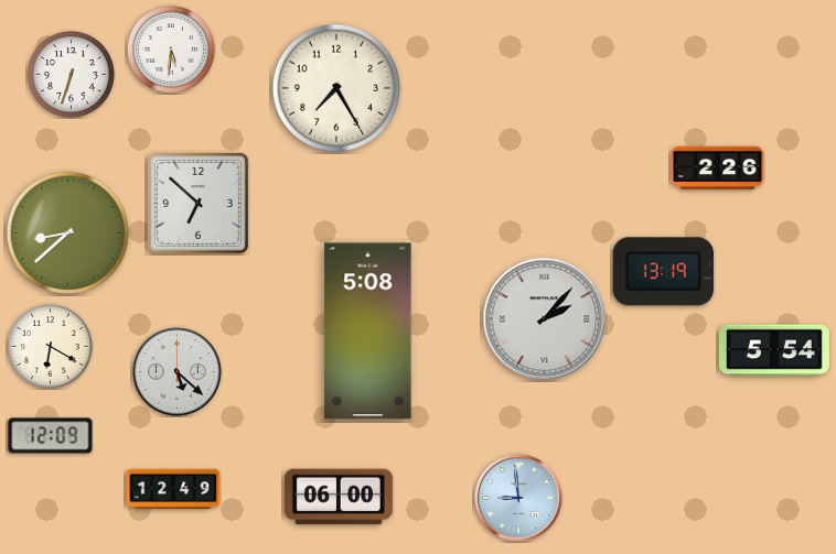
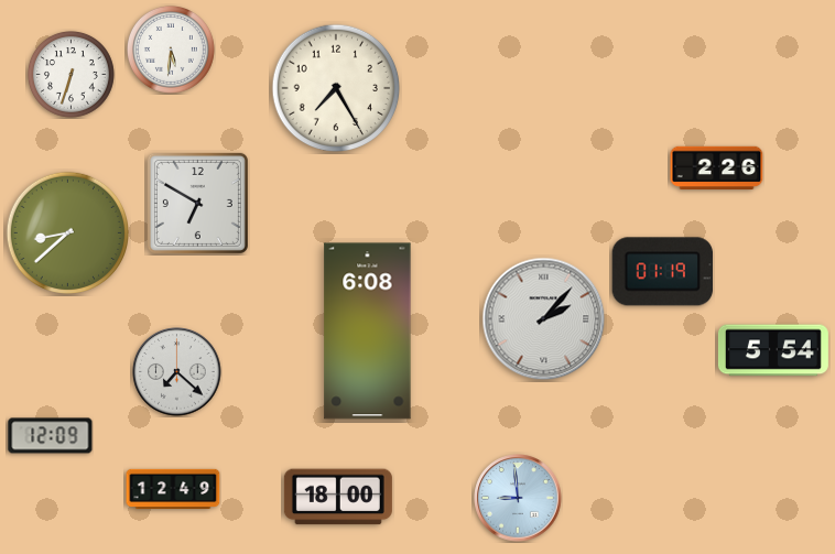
clock at (197, 203): 6:52 -> 6:50
clock at (664, 272): 13:19 -> 01:19
clock at (368, 332): 5:08 -> 6:08
clock at (51, 347): 6:20 -> none
clock at (178, 372): 5:22 -> 7:22
clock at (339, 497): 06:00 -> 18:00
